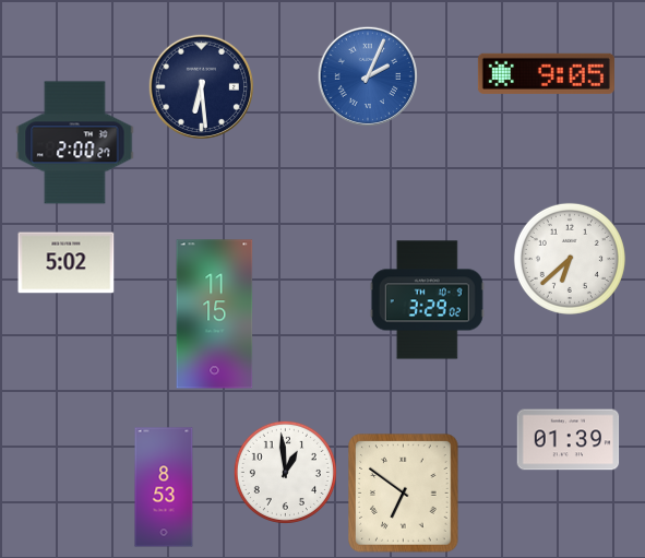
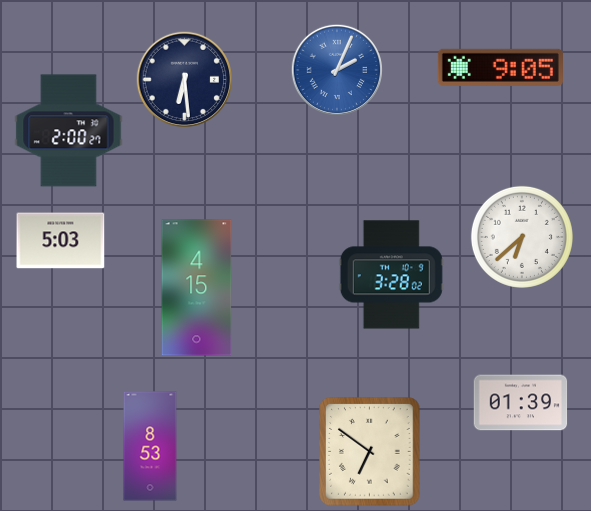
clock at (67, 263): 5:02 -> 5:03
clock at (427, 300): 3:29 -> 3:28
clock at (215, 314): 11:15 -> 4:15
clock at (285, 472): 12:59 -> none
